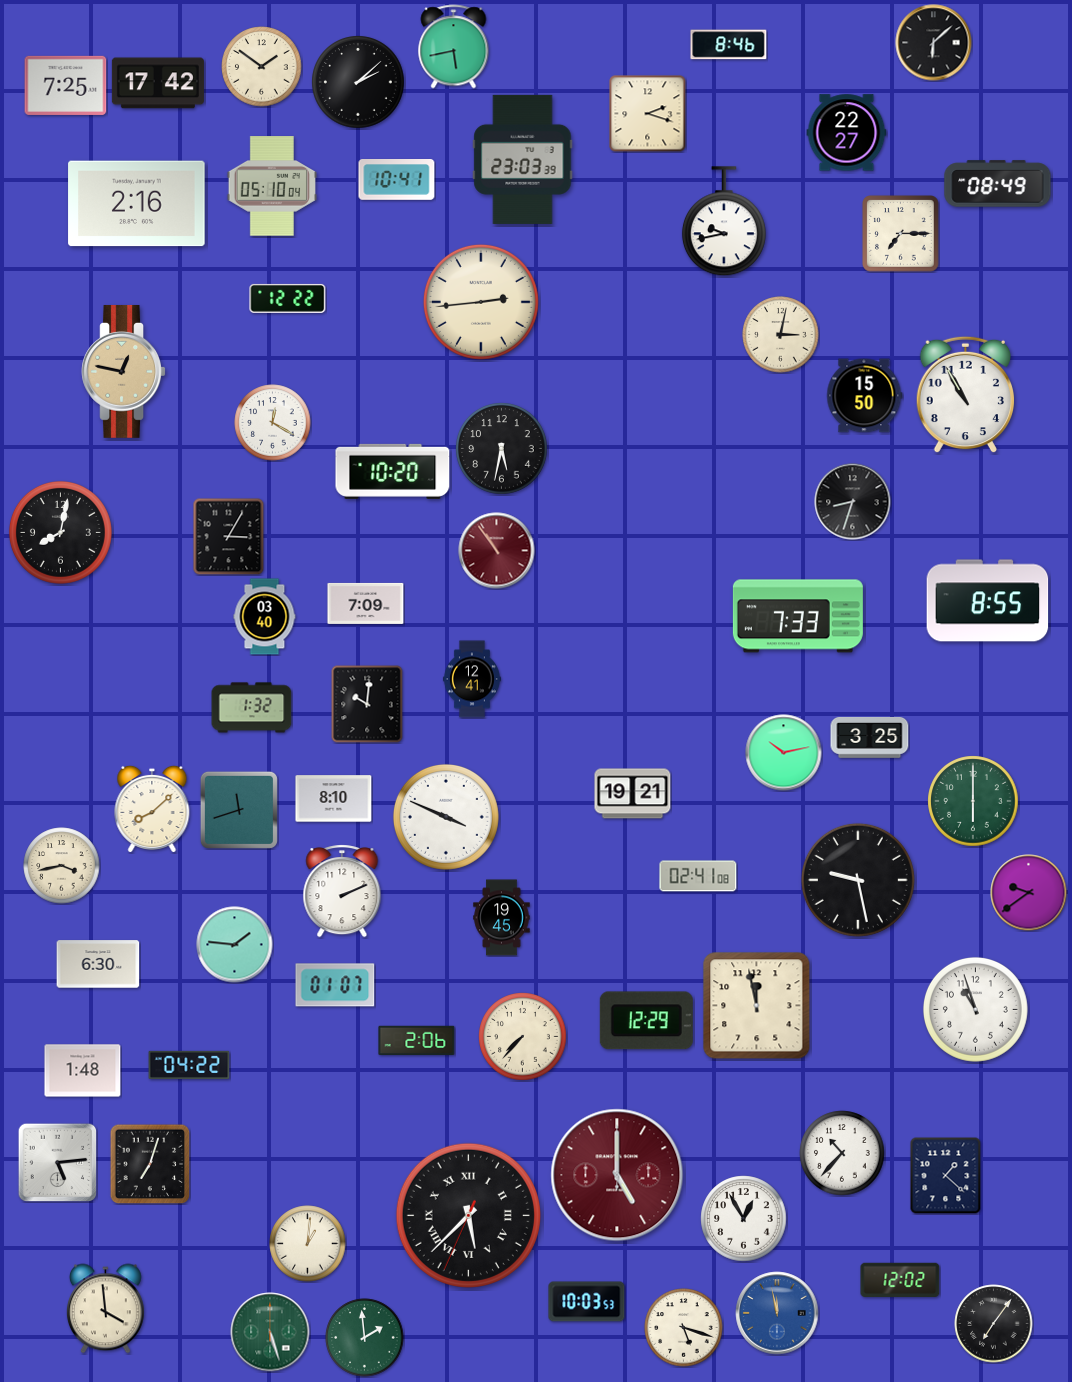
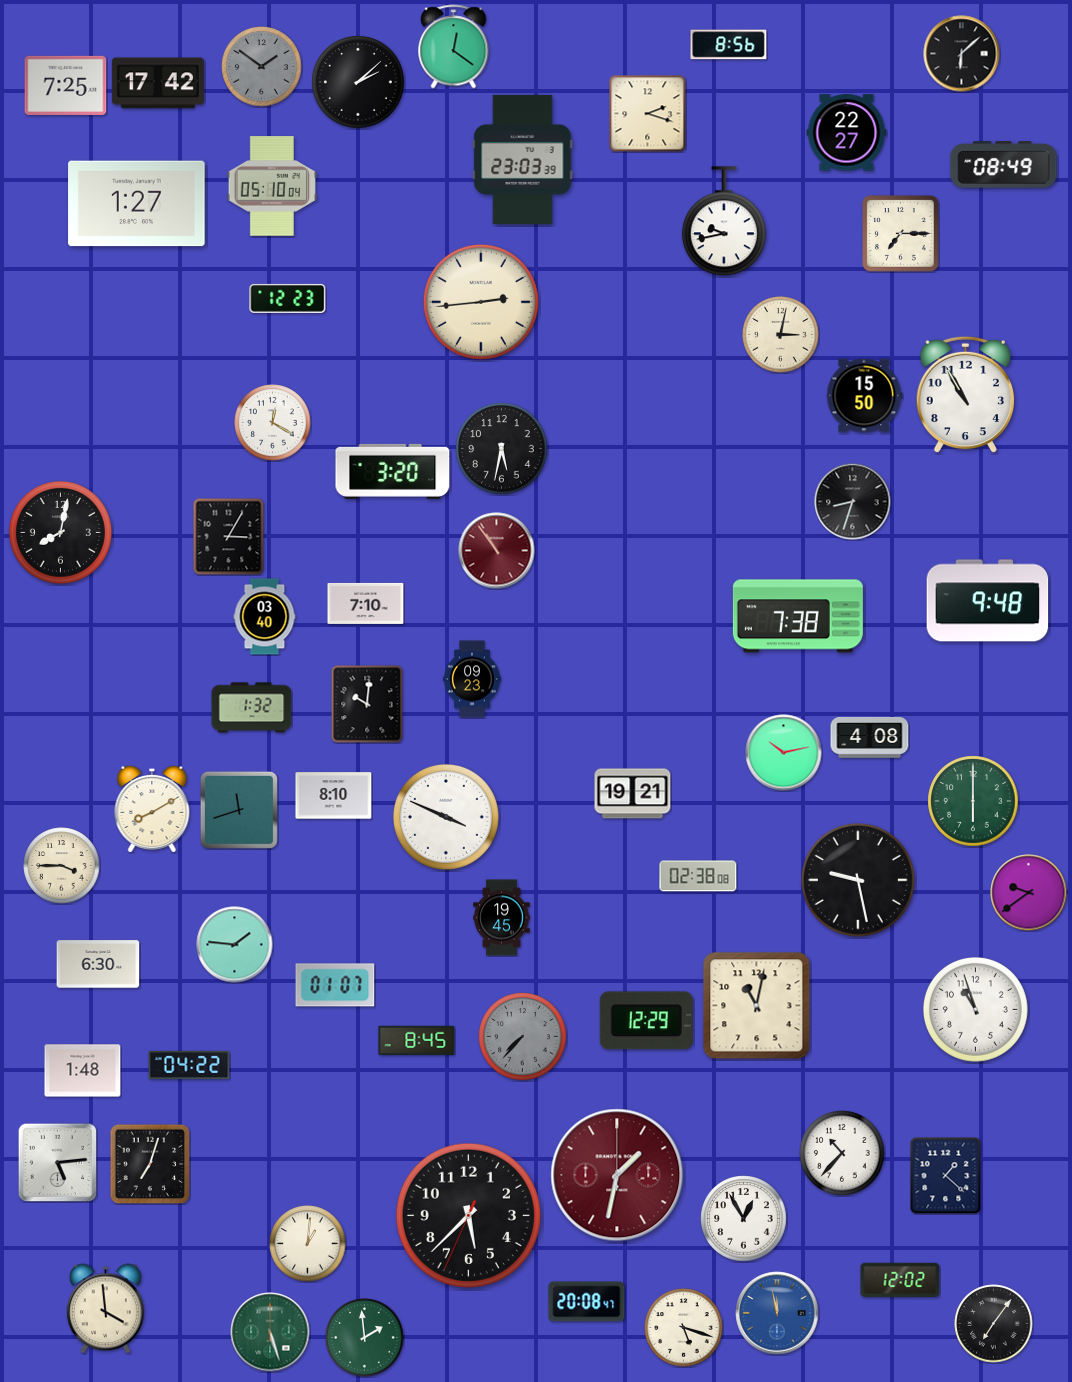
clock at (934, 43) position: (934, 43) -> (962, 54)
clock at (729, 45): 8:46 -> 8:56
clock at (454, 47): 5:43 -> 12:21
clock at (262, 67) dial: cream -> grey
clock at (397, 180): 10:41 -> none
clock at (998, 184) position: (998, 184) -> (1004, 165)
clock at (137, 204): 2:16 -> 1:27
clock at (288, 298): 12:22 -> 12:23
clock at (123, 371): 12:47 -> none
clock at (393, 471): 10:20 -> 3:20
clock at (988, 601): 8:55 -> 9:48
clock at (366, 603): 7:09 -> 7:10
clock at (798, 616): 7:33 -> 7:38
clock at (472, 679): 12:41 -> 09:23
clock at (870, 738): 3:25 -> 4:08
clock at (334, 799) position: (334, 799) -> (334, 796)
clock at (152, 808): 8:08 -> 8:10
clock at (62, 866): 3:43 -> 3:45
clock at (698, 876): 02:41 -> 02:38
clock at (342, 892): 2:11 -> none
clock at (757, 1006): 11:58 -> 11:02
clock at (523, 1037) dial: cream -> grey
clock at (417, 1040): 2:06 -> 8:45
clock at (617, 1175): 5:00 -> 1:32
clock at (468, 1215) numerals: Roman -> Arabic
clock at (587, 1302): 10:03 -> 20:08
